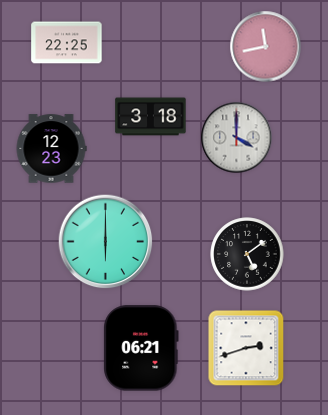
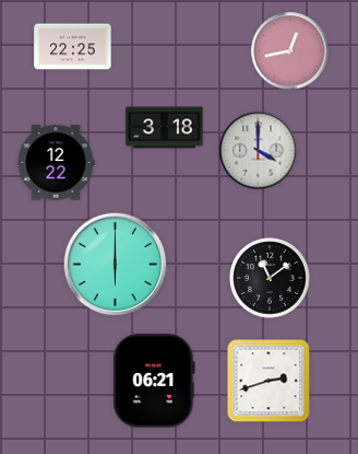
clock at (266, 47): 11:43 -> 12:43
clock at (51, 149): 12:23 -> 12:22
clock at (247, 254): 5:09 -> 11:09
